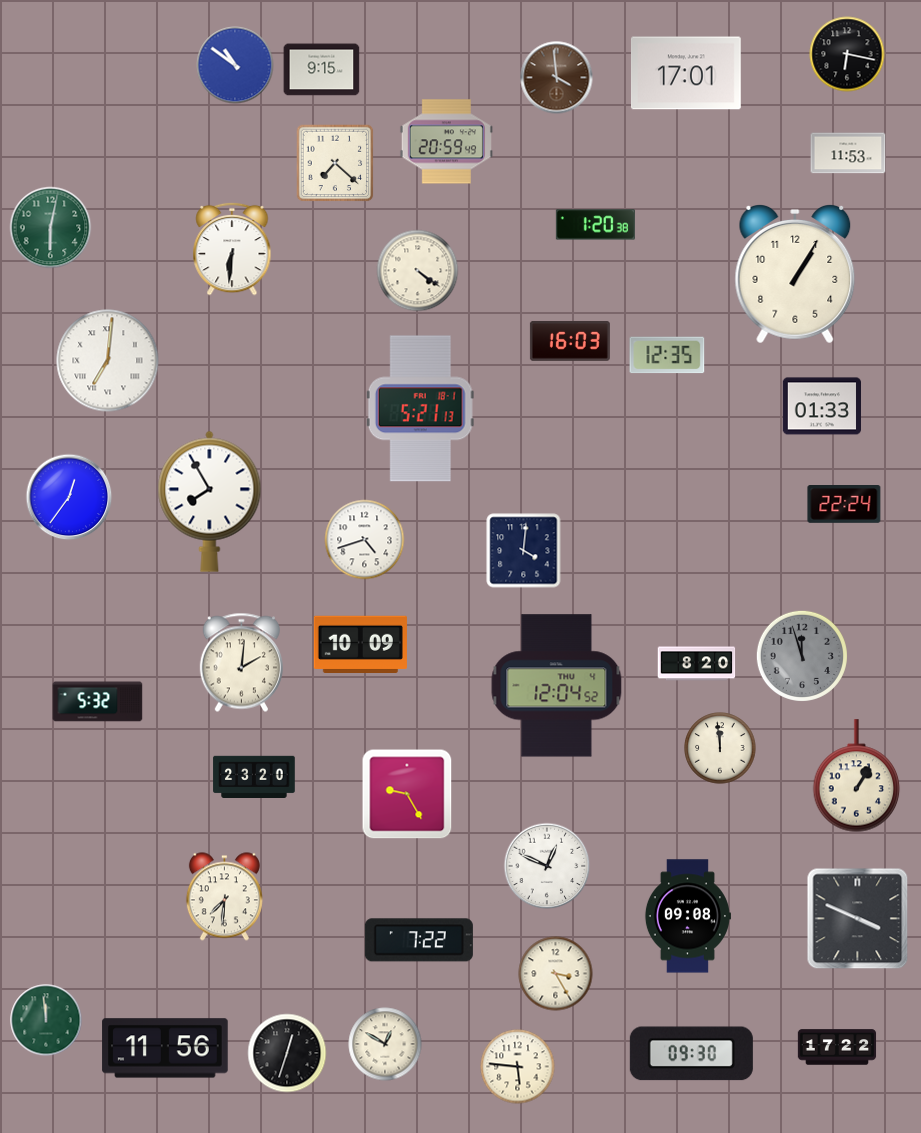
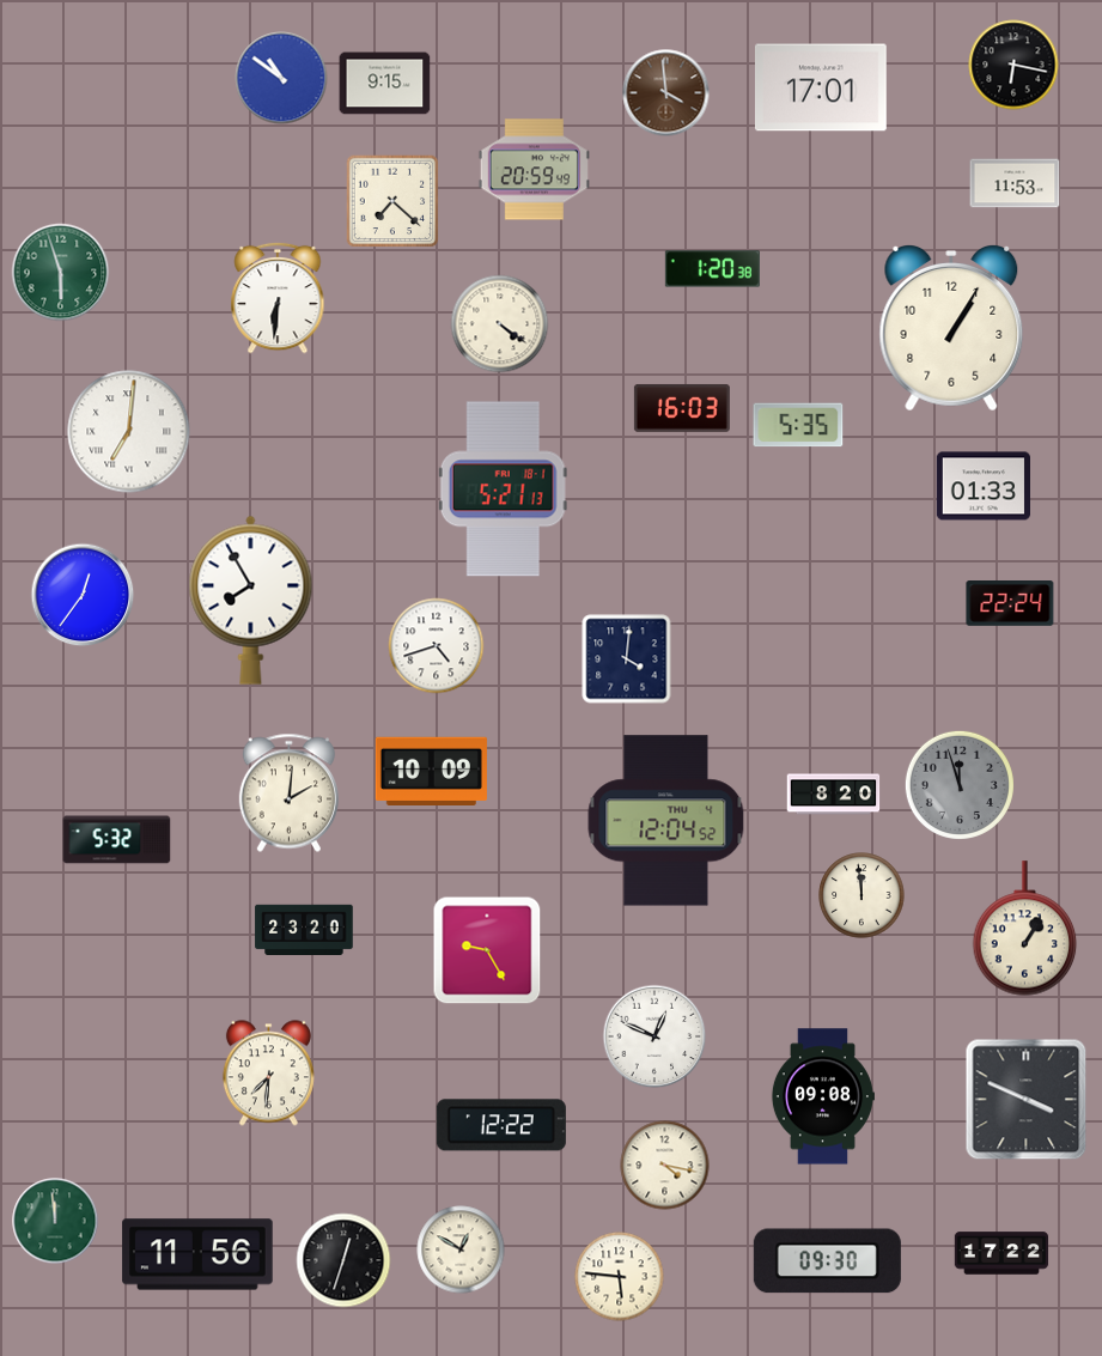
clock at (335, 163) position: (335, 163) -> (392, 201)
clock at (51, 228): 6:02 -> 5:57
clock at (667, 355): 12:35 -> 5:35
clock at (419, 940): 7:22 -> 12:22
clock at (556, 974): 3:25 -> 4:17
